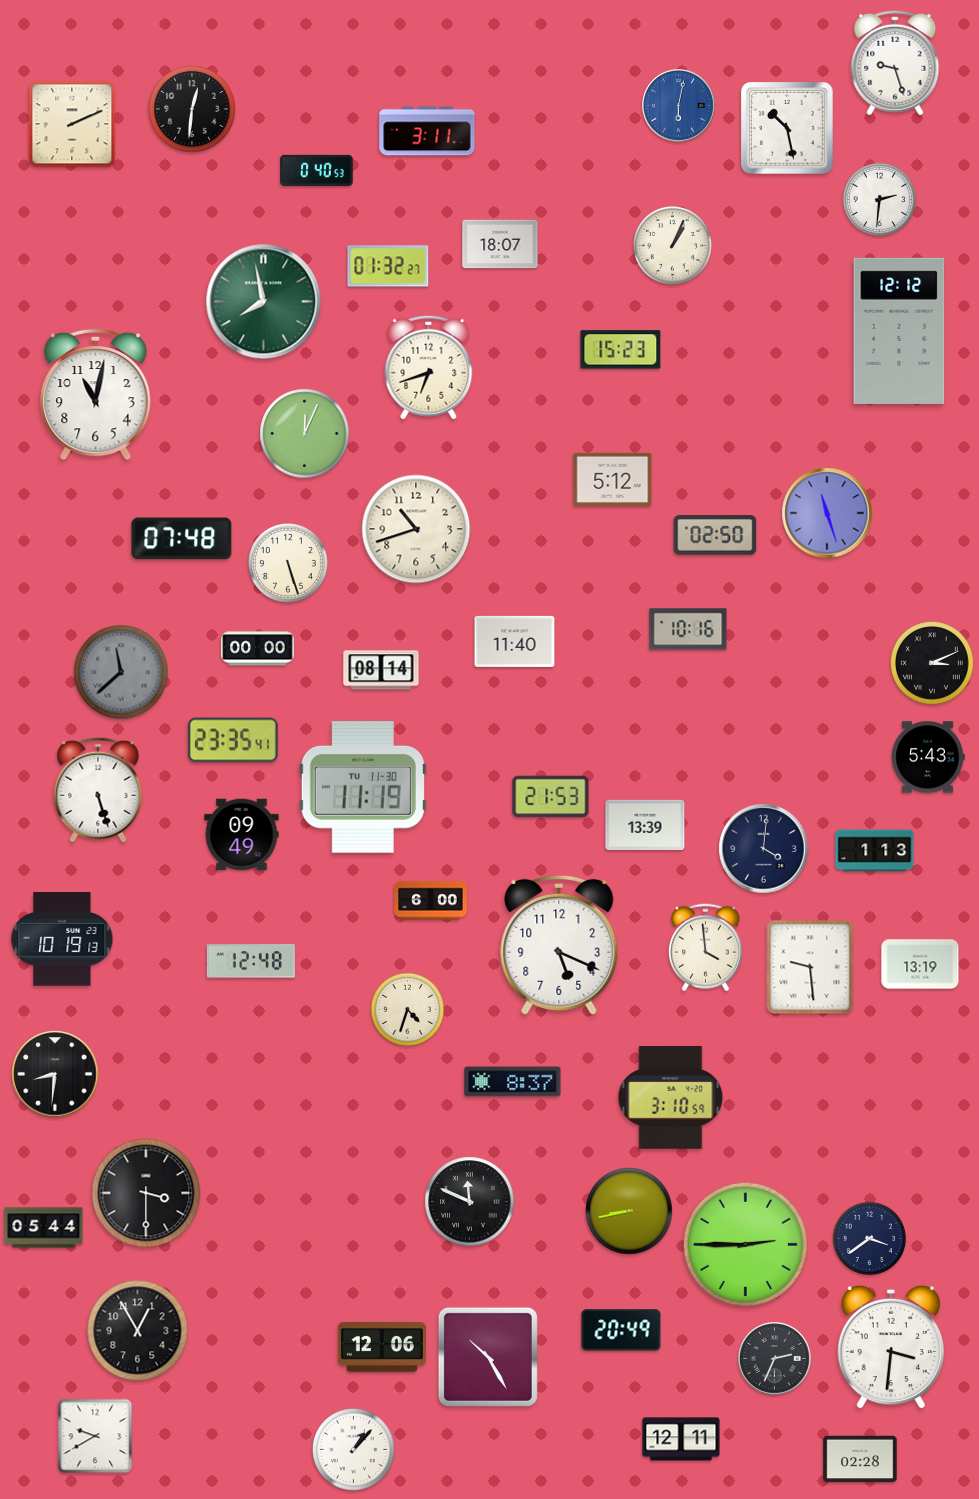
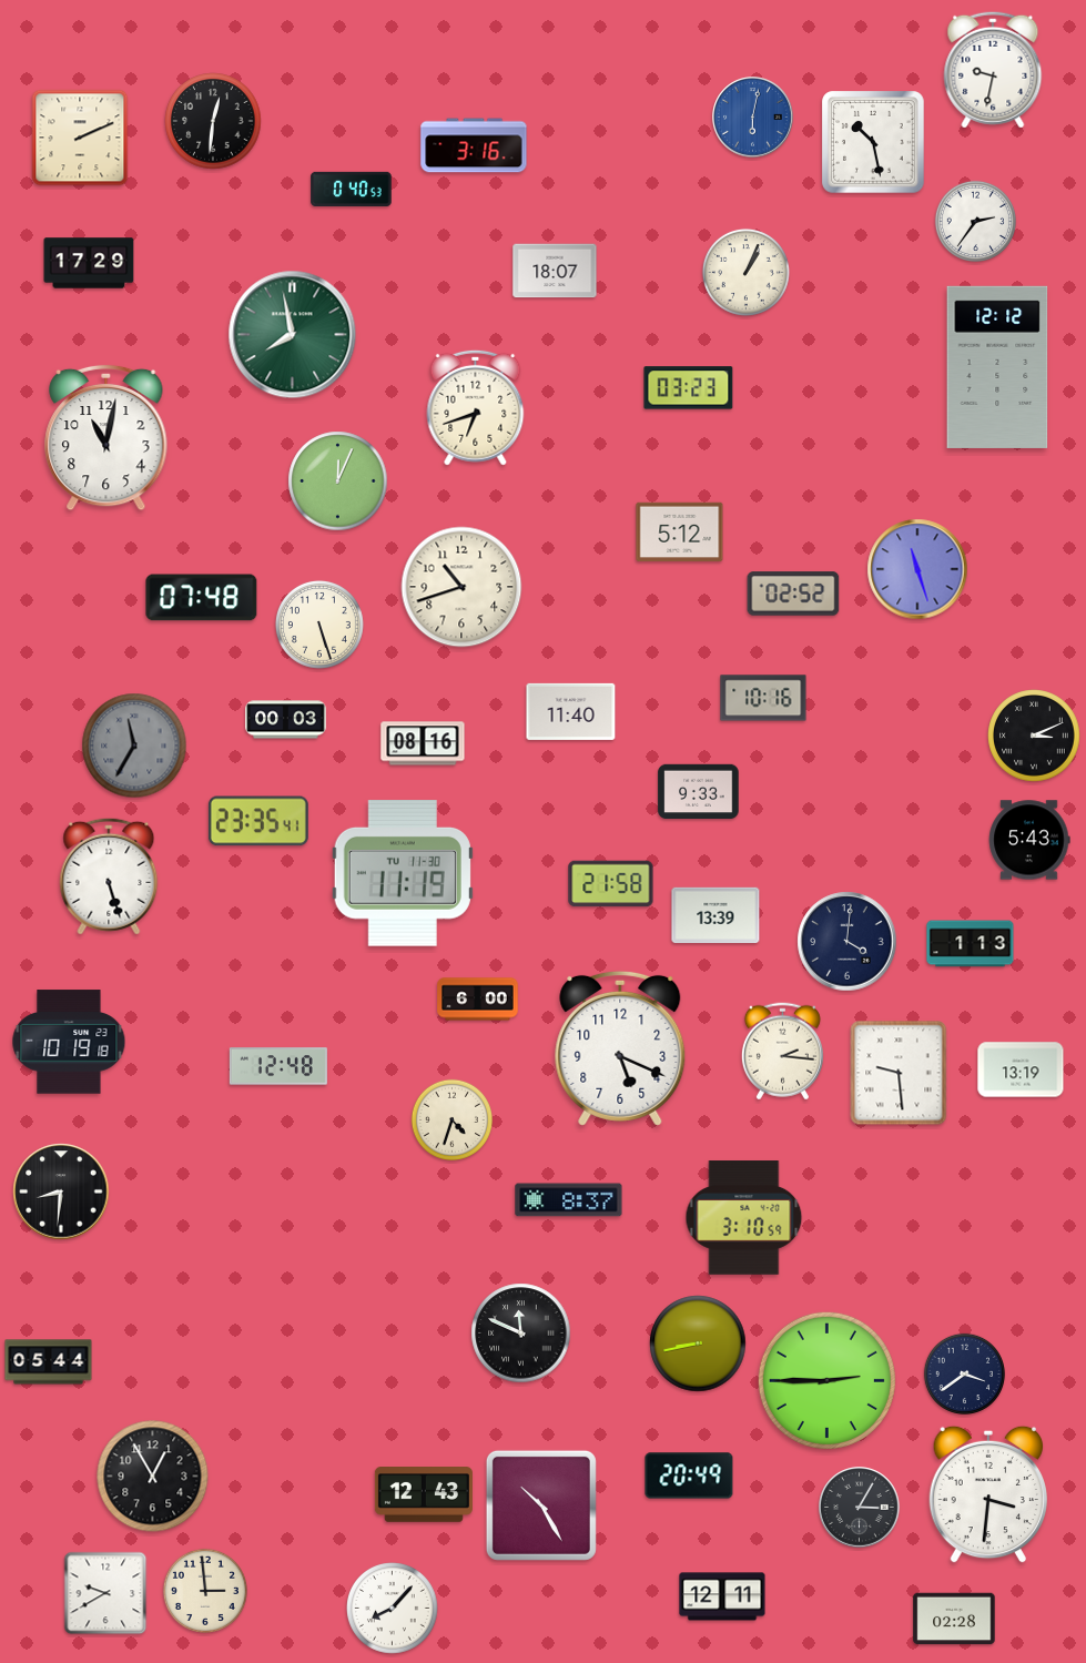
clock at (895, 63): 9:27 -> 9:32
clock at (427, 131): 3:11 -> 3:16
clock at (879, 199): 2:31 -> 2:36
clock at (89, 263): none -> 17:29
clock at (388, 266): 01:32 -> none
clock at (621, 350): 15:23 -> 03:23
clock at (715, 535): 02:50 -> 02:52
clock at (258, 649): 00:00 -> 00:03
clock at (381, 670): 08:14 -> 08:16
clock at (121, 672): 11:38 -> 11:35
clock at (699, 792): none -> 9:33
clock at (551, 797): 21:53 -> 21:58
clock at (242, 835): 09:49 -> none
clock at (62, 939): 10:19:13 -> 10:19:18
clock at (705, 948): 3:59 -> 2:16
clock at (146, 1193): 3:30 -> none
clock at (382, 1347): 12:06 -> 12:43
clock at (775, 1359): 2:34 -> 3:05
clock at (205, 1591): none -> 2:59
clock at (681, 1439) position: (681, 1439) -> (722, 1596)
clock at (354, 1450): 1:07 -> 8:07
